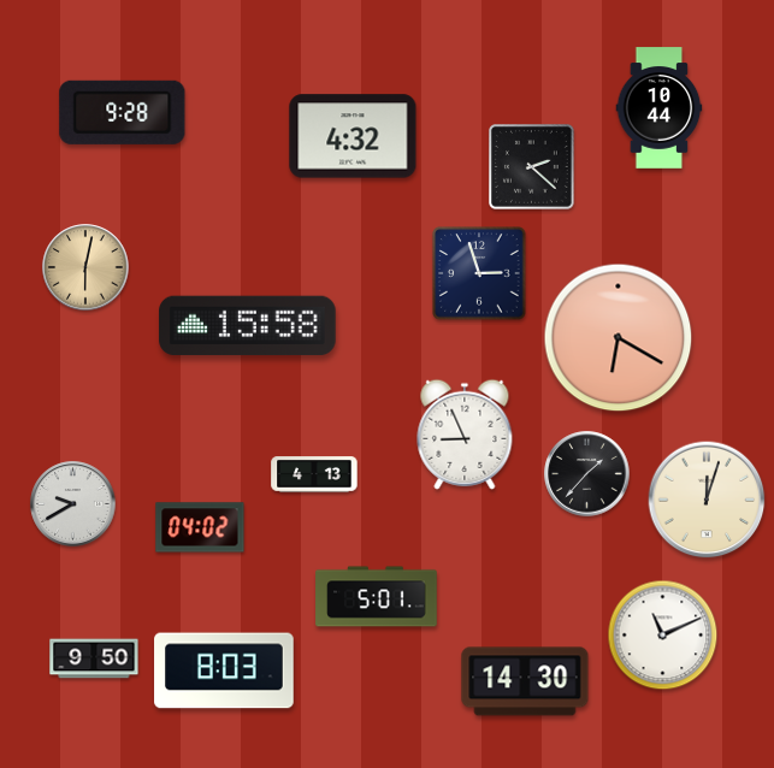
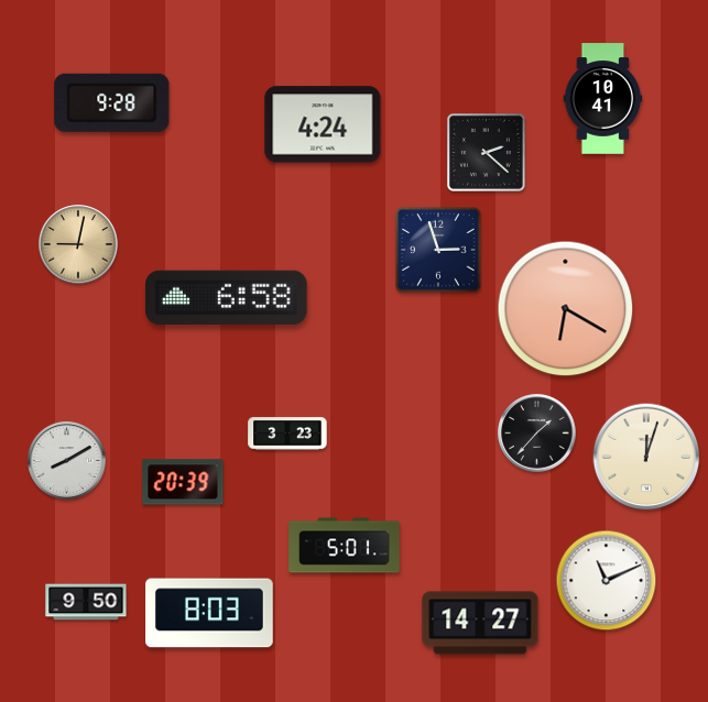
clock at (660, 108): 10:44 -> 10:41
clock at (353, 136): 4:32 -> 4:24
clock at (85, 267): 6:02 -> 9:02
clock at (248, 326): 15:58 -> 6:58
clock at (465, 435): 8:56 -> none
clock at (314, 474): 4:13 -> 3:23
clock at (73, 504): 9:40 -> 8:10
clock at (200, 527): 04:02 -> 20:39
clock at (224, 670) position: (224, 670) -> (209, 613)
clock at (525, 681): 14:30 -> 14:27
